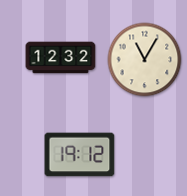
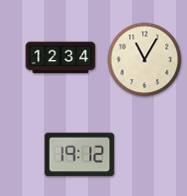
clock at (61, 58): 12:32 -> 12:34
